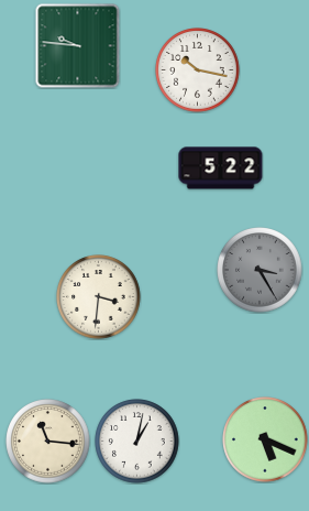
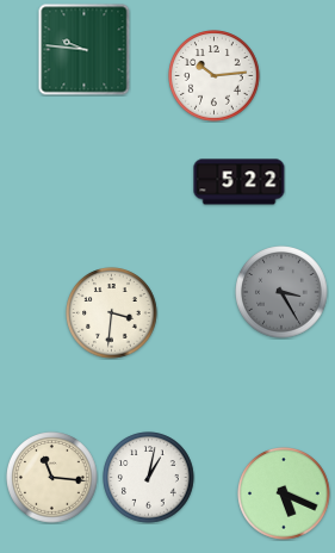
clock at (198, 70): 10:17 -> 10:14
clock at (99, 297) position: (99, 297) -> (112, 313)
clock at (265, 439) position: (265, 439) -> (284, 493)
